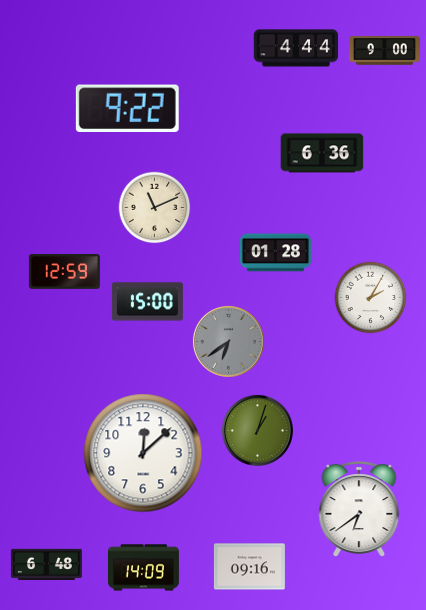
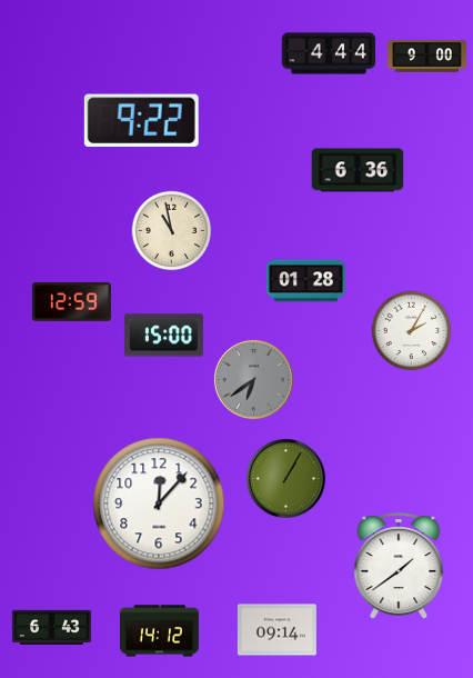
clock at (155, 208): 11:11 -> 10:58
clock at (257, 430): 1:03 -> 1:05
clock at (143, 453): 12:08 -> 12:07
clock at (359, 509): 6:39 -> 1:39
clock at (46, 565): 6:48 -> 6:43
clock at (249, 567): 09:16 -> 09:14
clock at (143, 568): 14:09 -> 14:12
